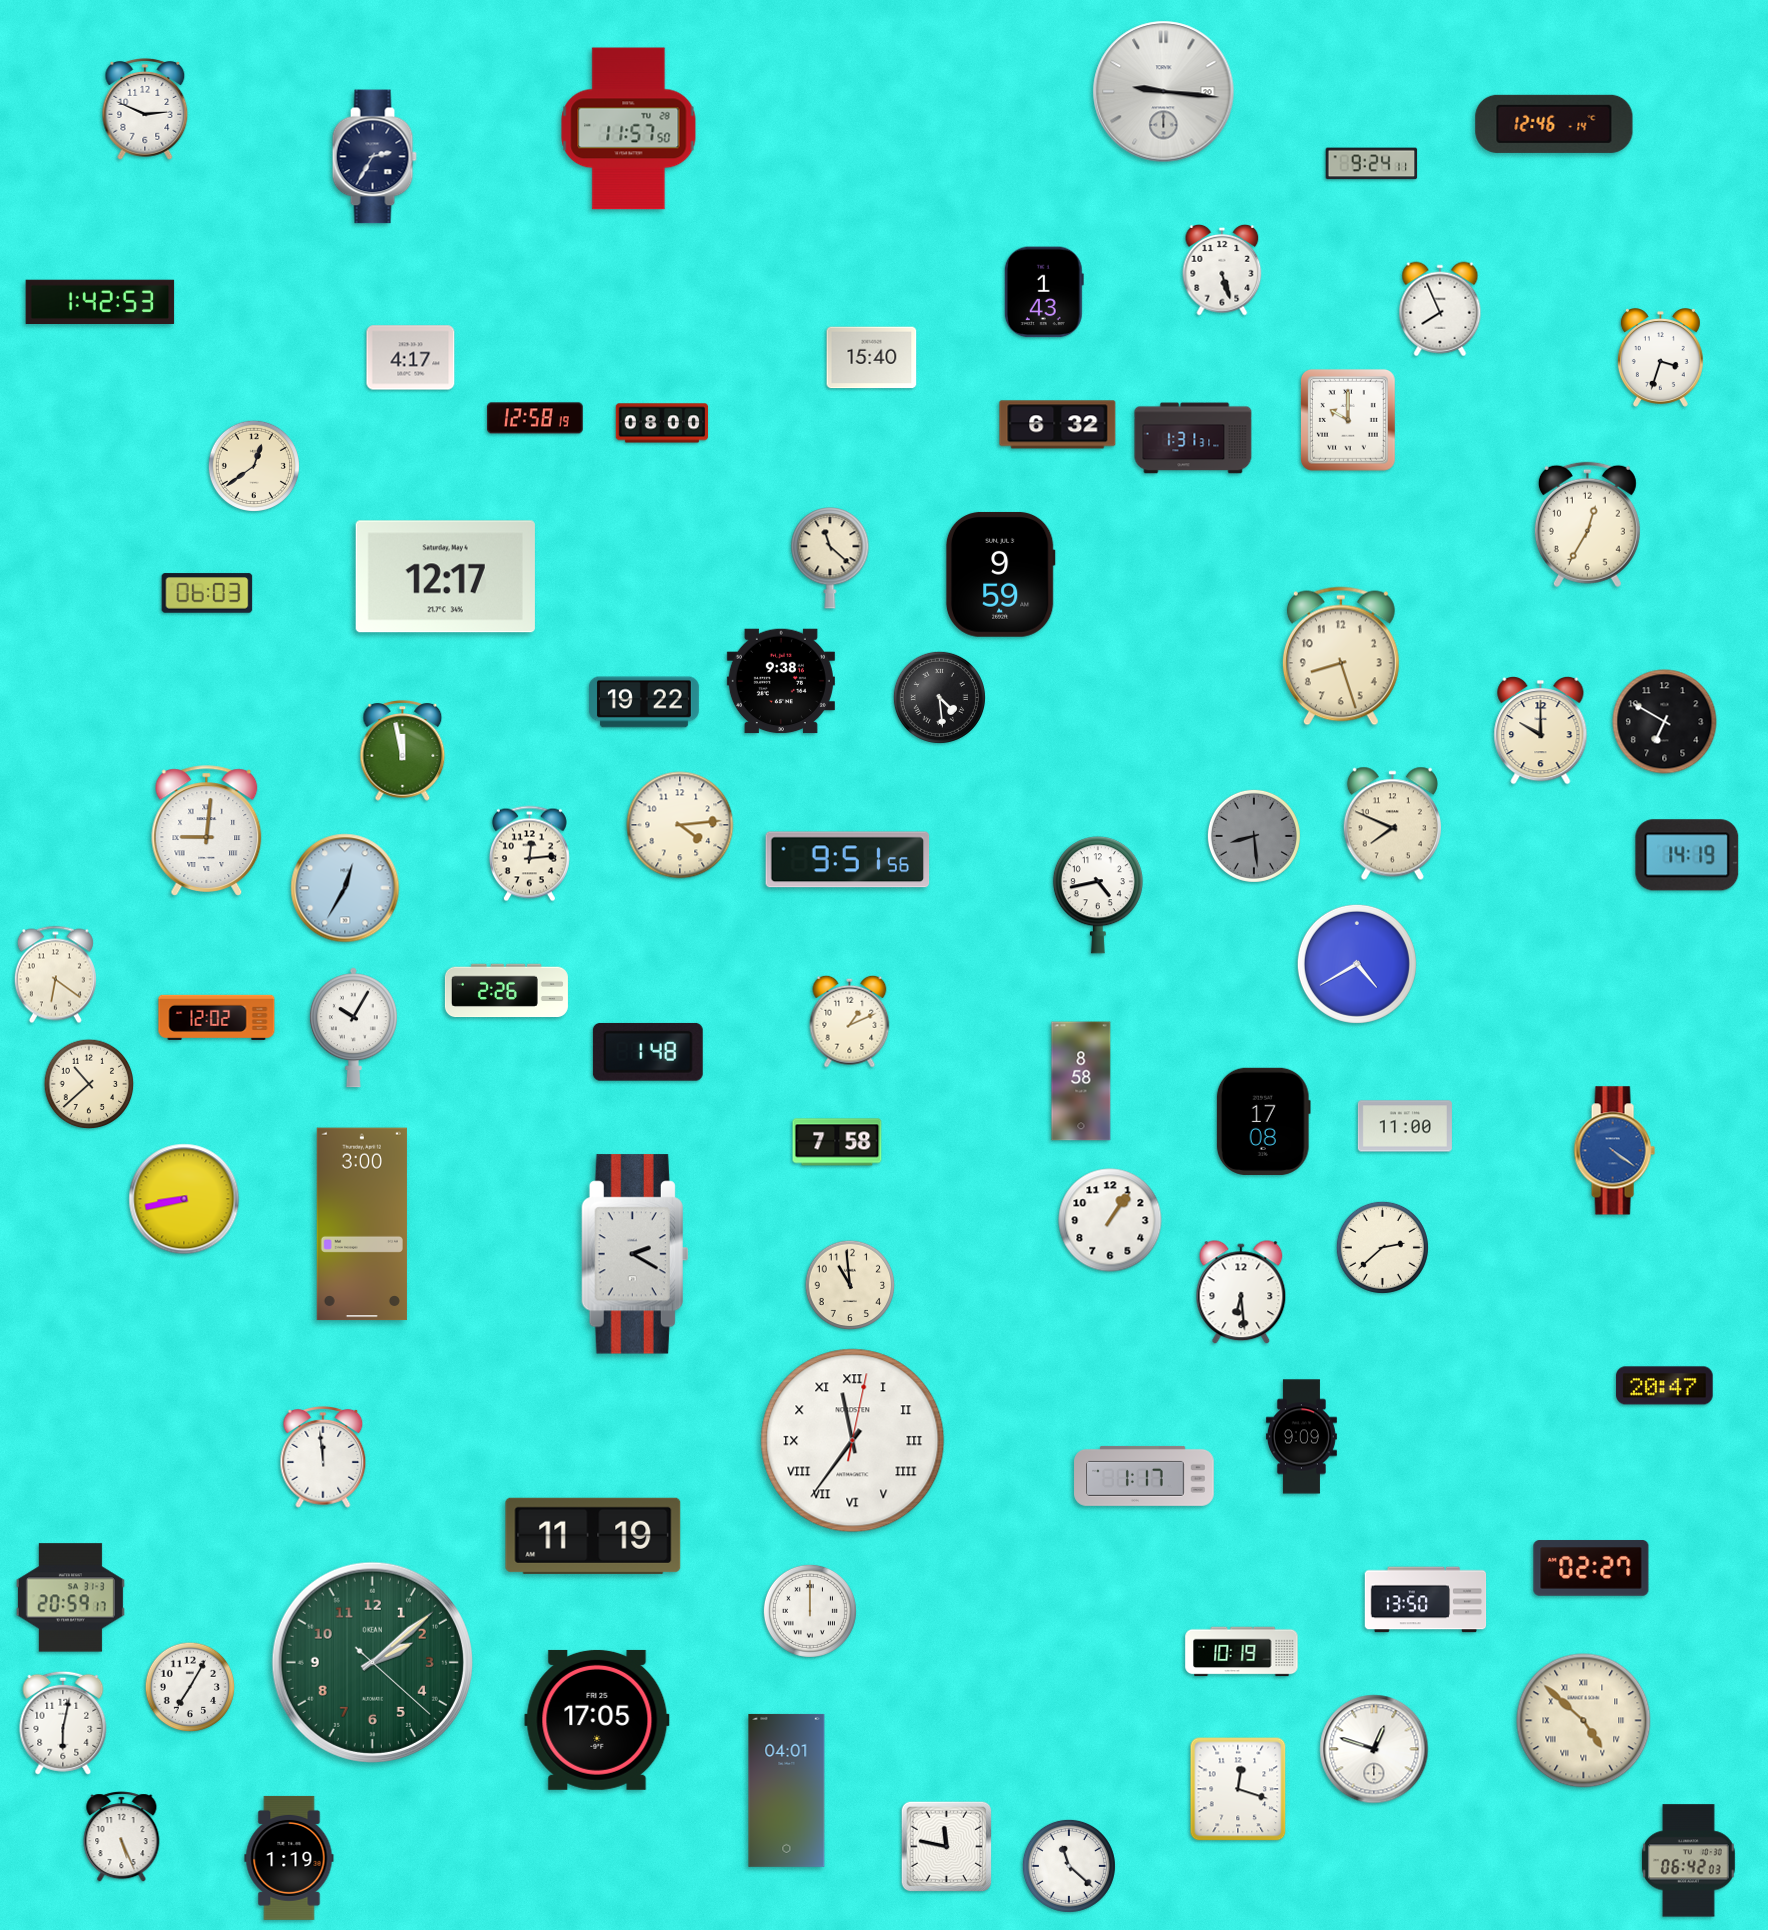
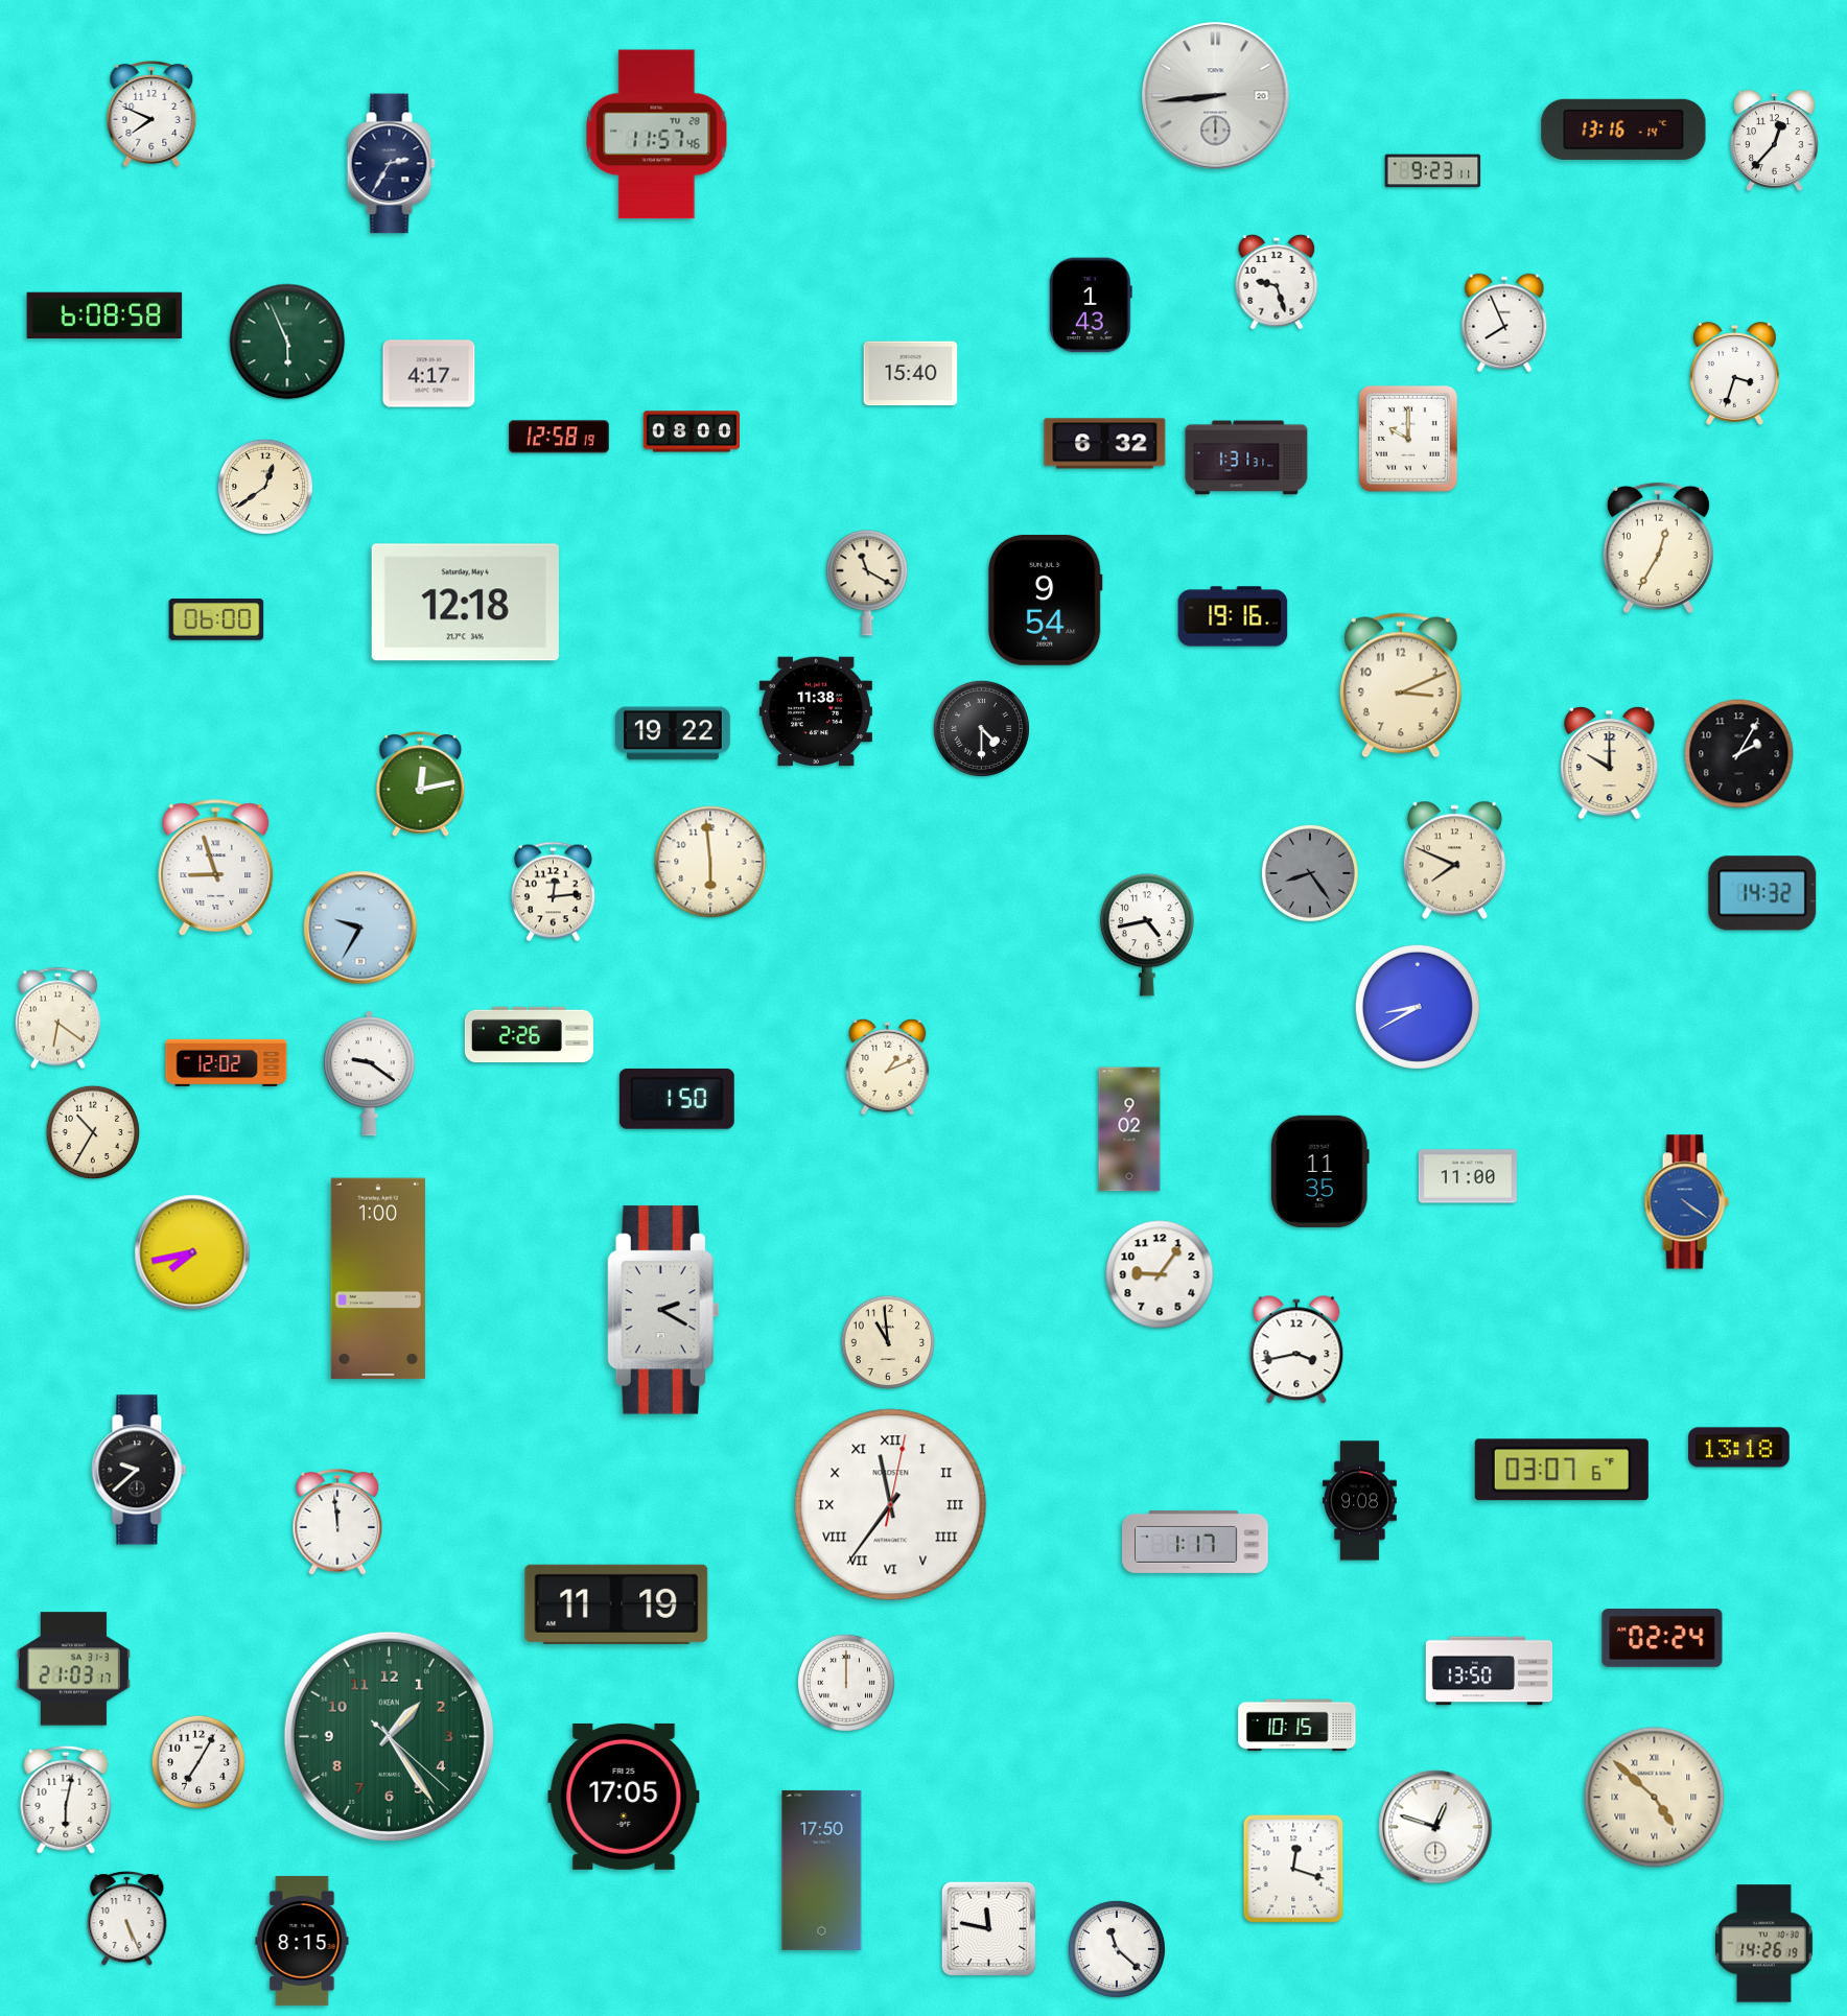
clock at (1164, 92): 9:16 -> 8:44
clock at (145, 109): 2:49 -> 7:49
clock at (1554, 124): 12:46 -> 13:16
clock at (629, 129): 11:57:50 -> 11:57:46
clock at (1775, 140): none -> 12:37
clock at (1372, 164): 9:24 -> 9:23
clock at (1222, 270): 5:27 -> 9:27
clock at (100, 301): 1:42 -> 6:08
clock at (287, 342): none -> 5:56
clock at (662, 423) position: (662, 423) -> (692, 431)
clock at (830, 558): 11:22 -> 11:20
clock at (1000, 574): 9:59 -> 9:54
clock at (445, 577): 12:17 -> 12:18
clock at (1233, 616): none -> 19:16
clock at (207, 593): 06:03 -> 06:00
clock at (1341, 656): 8:27 -> 3:11
clock at (781, 681): 9:38 -> 11:38
clock at (939, 697): 4:29 -> 4:30
clock at (1665, 722): 6:50 -> 2:05
clock at (403, 751): 11:58 -> 12:13
clock at (680, 825): 4:14 -> 5:59
clock at (207, 831): 9:01 -> 8:57
clock at (1254, 836): 8:29 -> 8:24
clock at (1687, 855): 14:19 -> 14:32
clock at (848, 860): 9:51 -> none
clock at (345, 888): 12:35 -> 9:35
clock at (1357, 964): 4:40 -> 8:40
clock at (353, 1028): 10:05 -> 9:21
clock at (648, 1052): 1:48 -> 1:50
clock at (1081, 1081): 8:58 -> 9:02
clock at (89, 1084): 10:38 -> 10:35
clock at (1263, 1121): 17:08 -> 11:35
clock at (837, 1142): 7:58 -> none
clock at (184, 1199): 8:43 -> 7:43
clock at (1110, 1220): 1:06 -> 9:06
clock at (362, 1224): 3:00 -> 1:00
clock at (1382, 1247): 2:38 -> none
clock at (1241, 1293): 6:29 -> 3:43
clock at (1665, 1386): 20:47 -> 13:18
clock at (139, 1470): none -> 9:38
clock at (1562, 1470): none -> 03:07
clock at (1301, 1437): 9:09 -> 9:08
clock at (593, 1536) position: (593, 1536) -> (616, 1604)
clock at (1591, 1568): 02:27 -> 02:24
clock at (70, 1598): 20:59 -> 21:03
clock at (1242, 1652): 10:19 -> 10:15
clock at (372, 1662): 2:08 -> 1:24
clock at (787, 1790): 04:01 -> 17:50
clock at (289, 1858): 1:19 -> 8:15
clock at (1689, 1861): 06:42 -> 14:26
